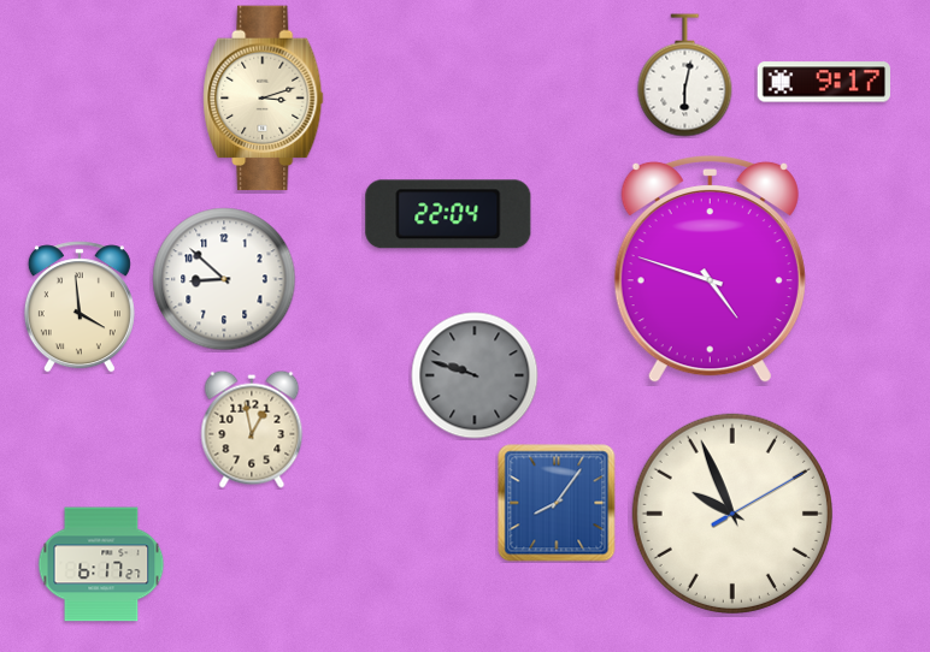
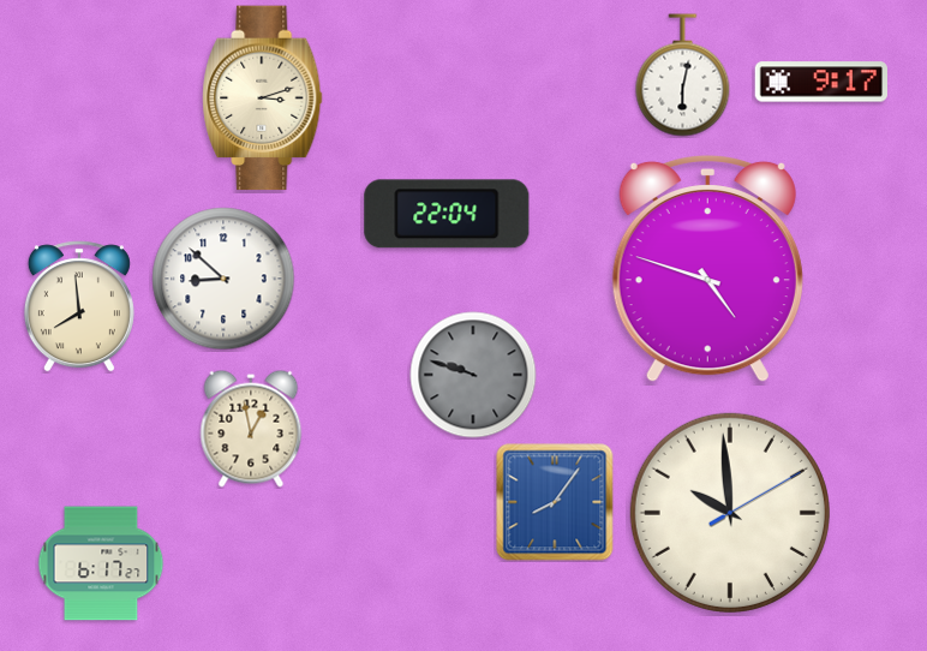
clock at (80, 307): 3:59 -> 7:59
clock at (732, 514): 9:56 -> 9:59
